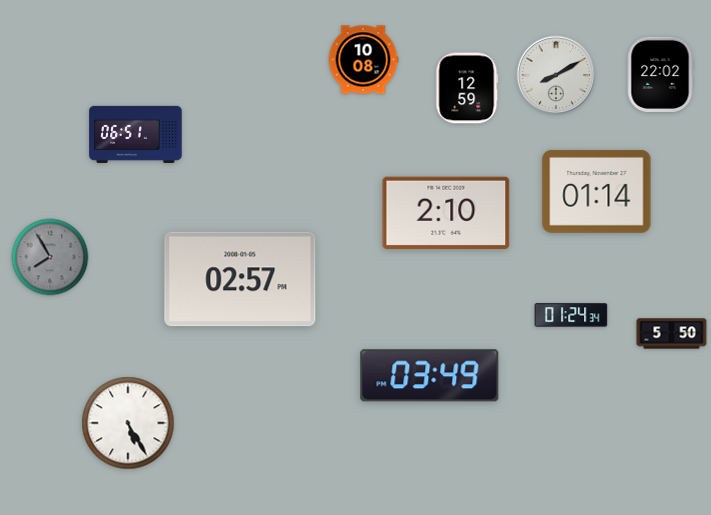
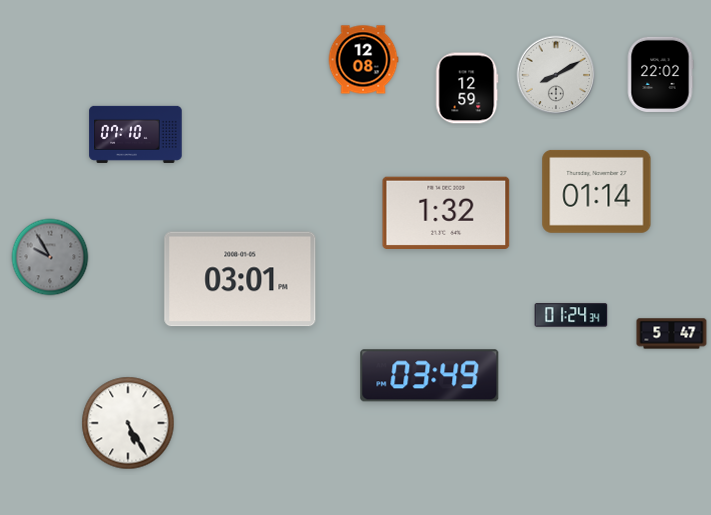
clock at (363, 60): 10:08 -> 12:08
clock at (136, 134): 06:51 -> 07:10
clock at (446, 212): 2:10 -> 1:32
clock at (50, 257): 7:55 -> 9:55
clock at (240, 279): 02:57 -> 03:01
clock at (672, 334): 5:50 -> 5:47
